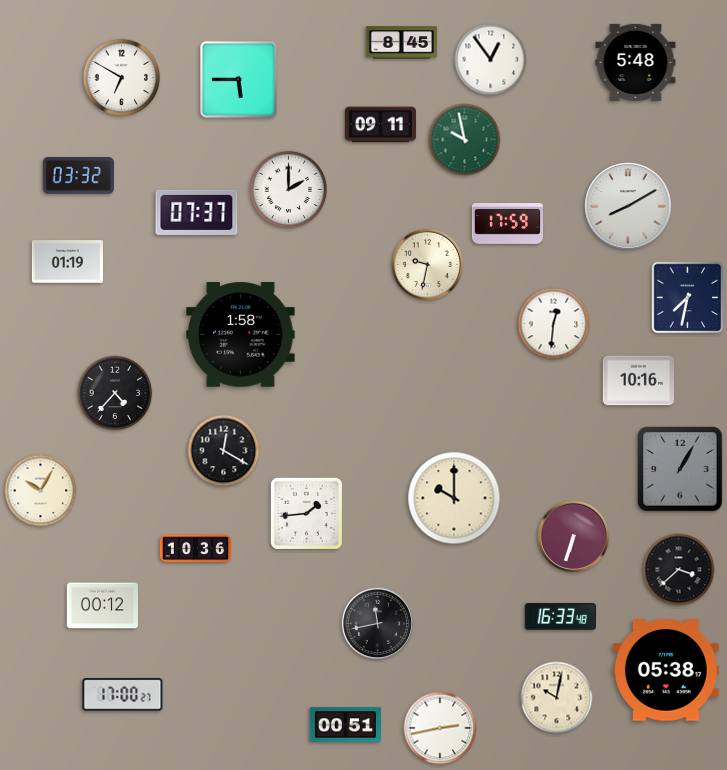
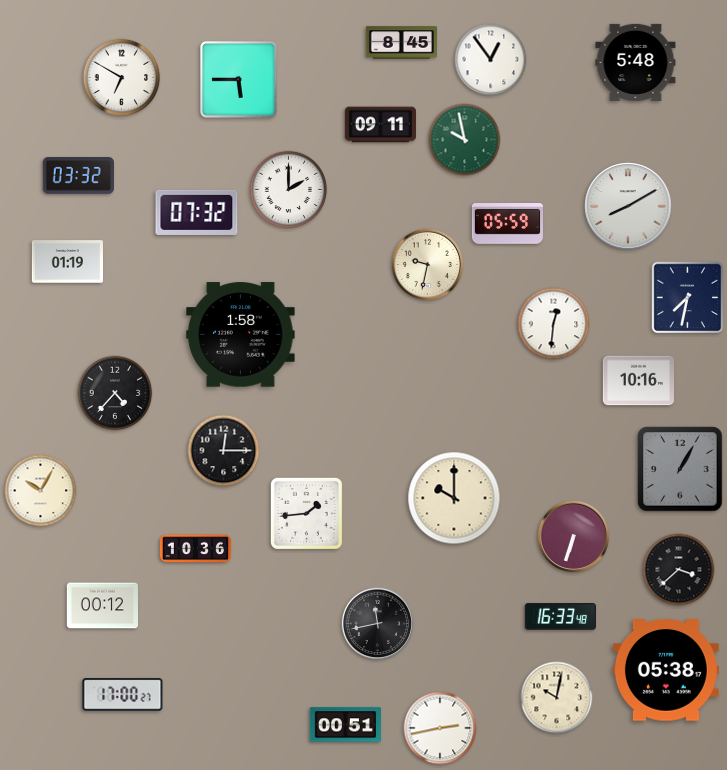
clock at (197, 212): 07:37 -> 07:32
clock at (507, 224): 17:59 -> 05:59
clock at (224, 451): 12:20 -> 12:15
